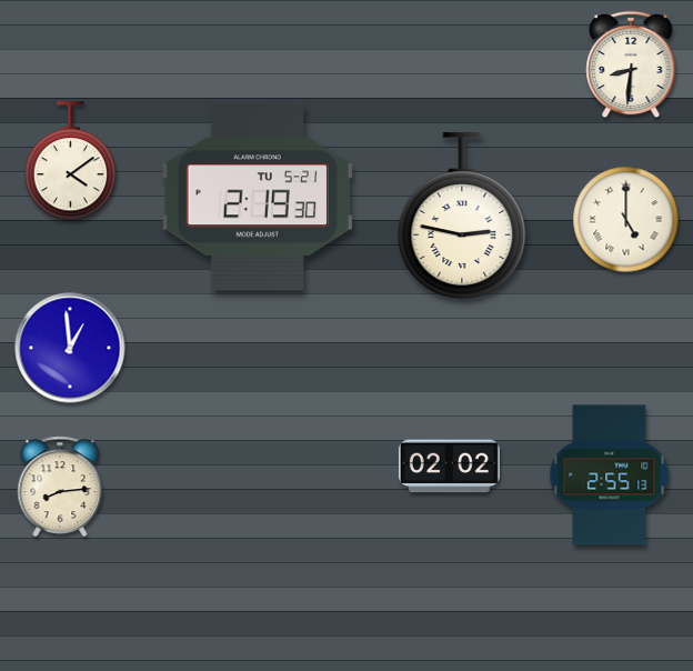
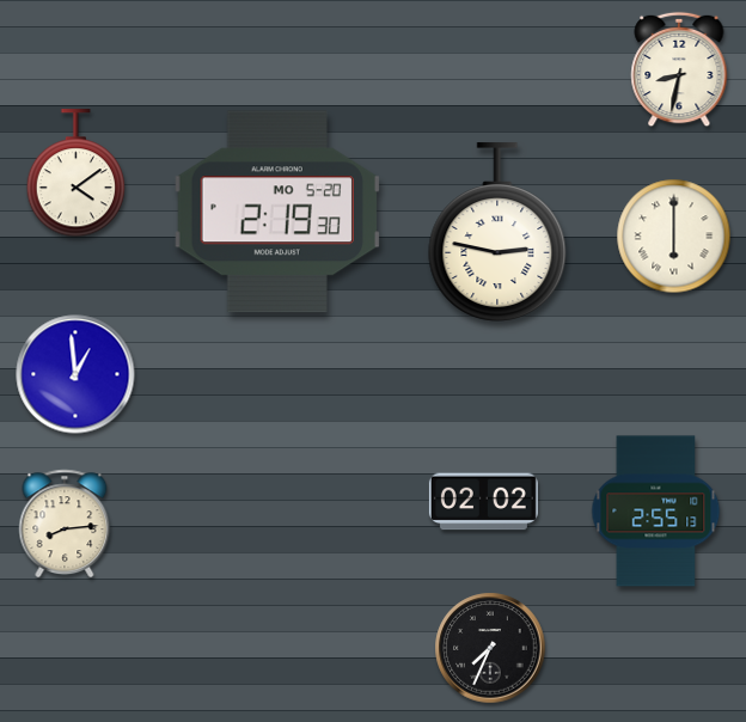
clock at (631, 64): 8:31 -> 8:32
clock at (258, 197) date: TU 5-21 -> MO 5-20
clock at (626, 220): 5:00 -> 6:00
clock at (490, 648): none -> 7:34
